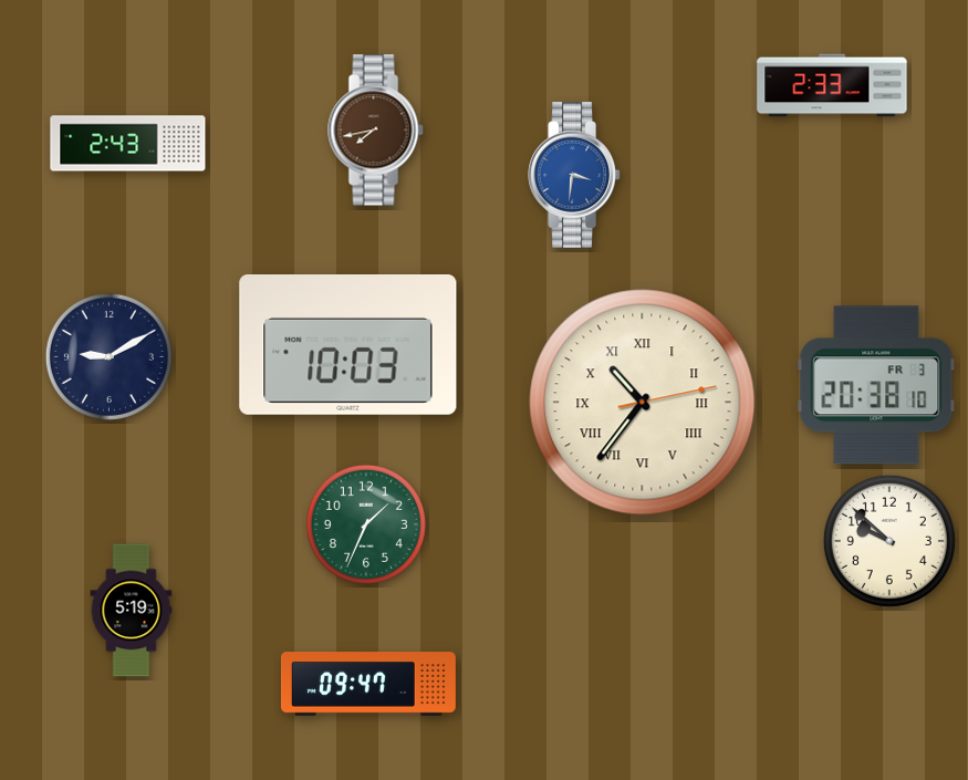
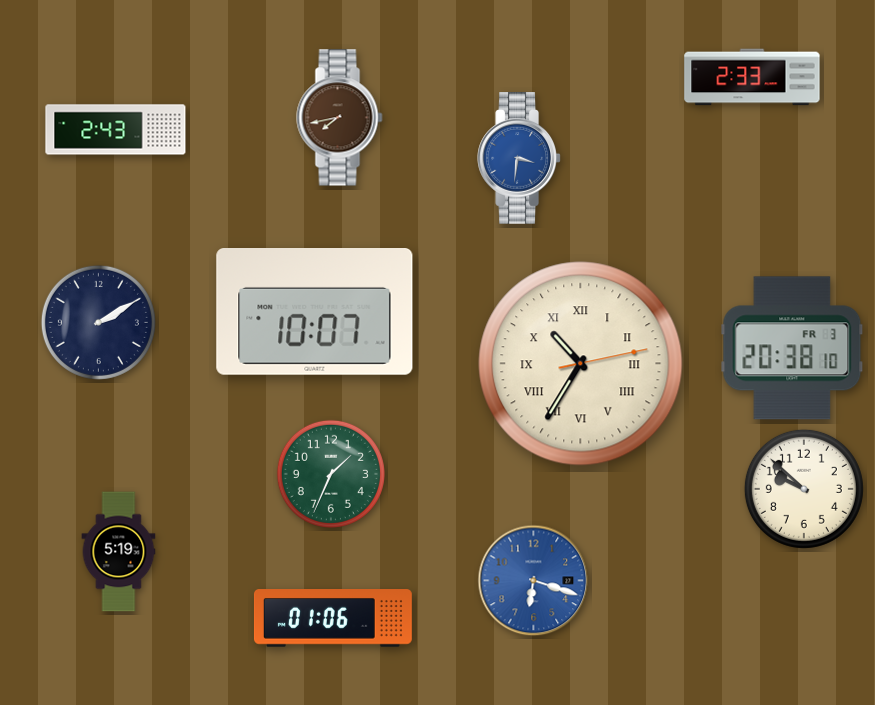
clock at (348, 345): 10:03 -> 10:07
clock at (108, 356): 9:10 -> 2:10
clock at (643, 403): 10:36 -> 10:35
clock at (534, 581): none -> 6:18
clock at (368, 684): 09:47 -> 01:06
